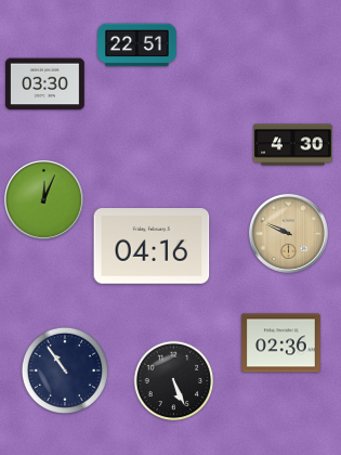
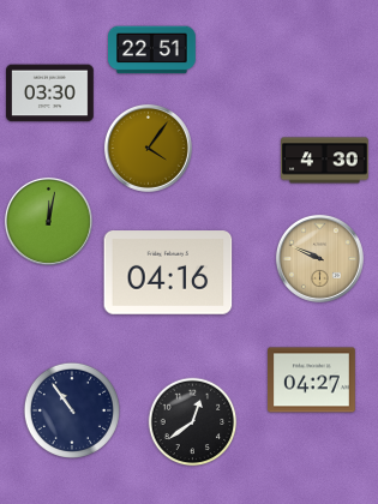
clock at (148, 148): none -> 4:06
clock at (43, 199): 12:04 -> 12:02
clock at (281, 343): 02:36 -> 04:27
clock at (174, 381): 5:26 -> 12:39
